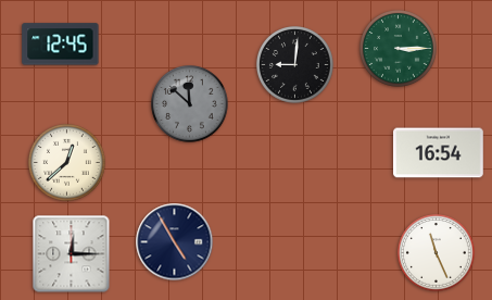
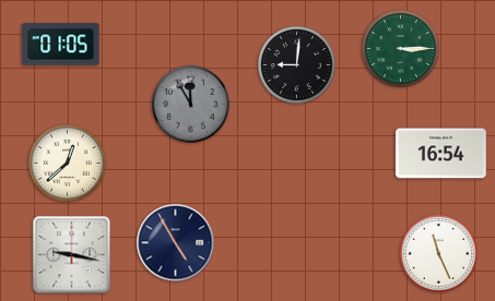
clock at (61, 45): 12:45 -> 01:05
clock at (190, 104): 11:52 -> 11:55
clock at (72, 254): 12:15 -> 9:17
